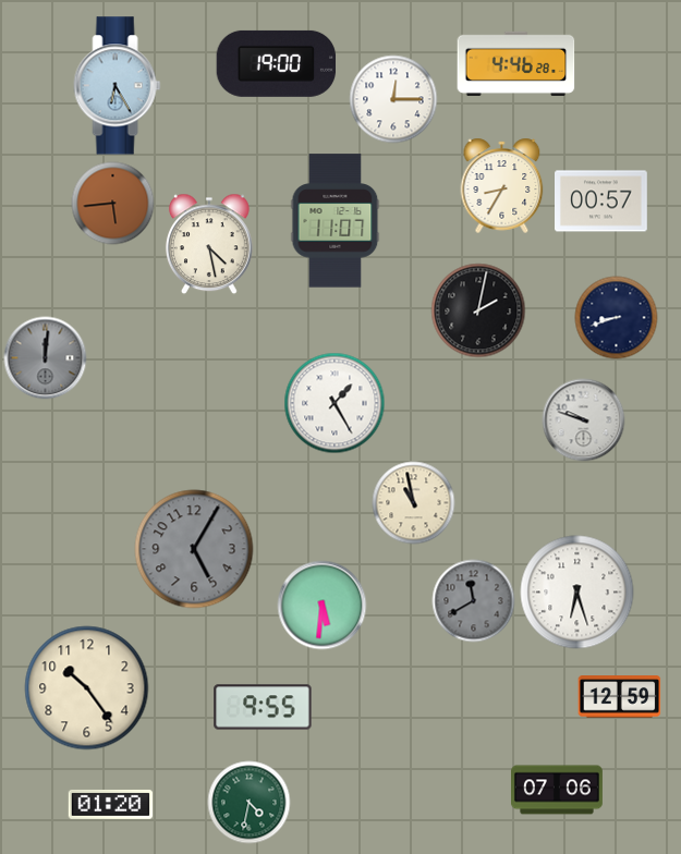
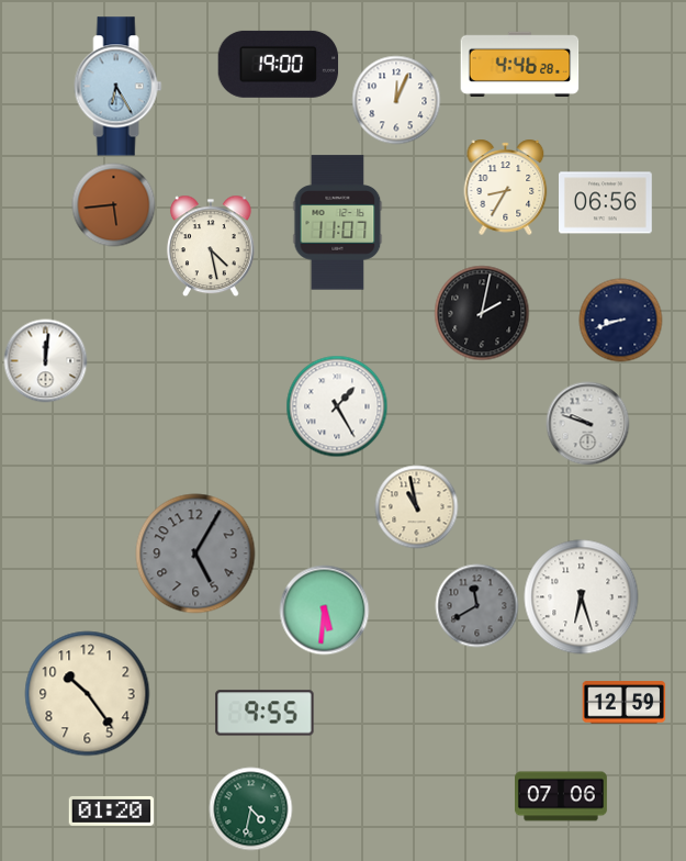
clock at (393, 99): 12:15 -> 12:04
clock at (601, 202): 00:57 -> 06:56
clock at (46, 358) dial: grey -> white
